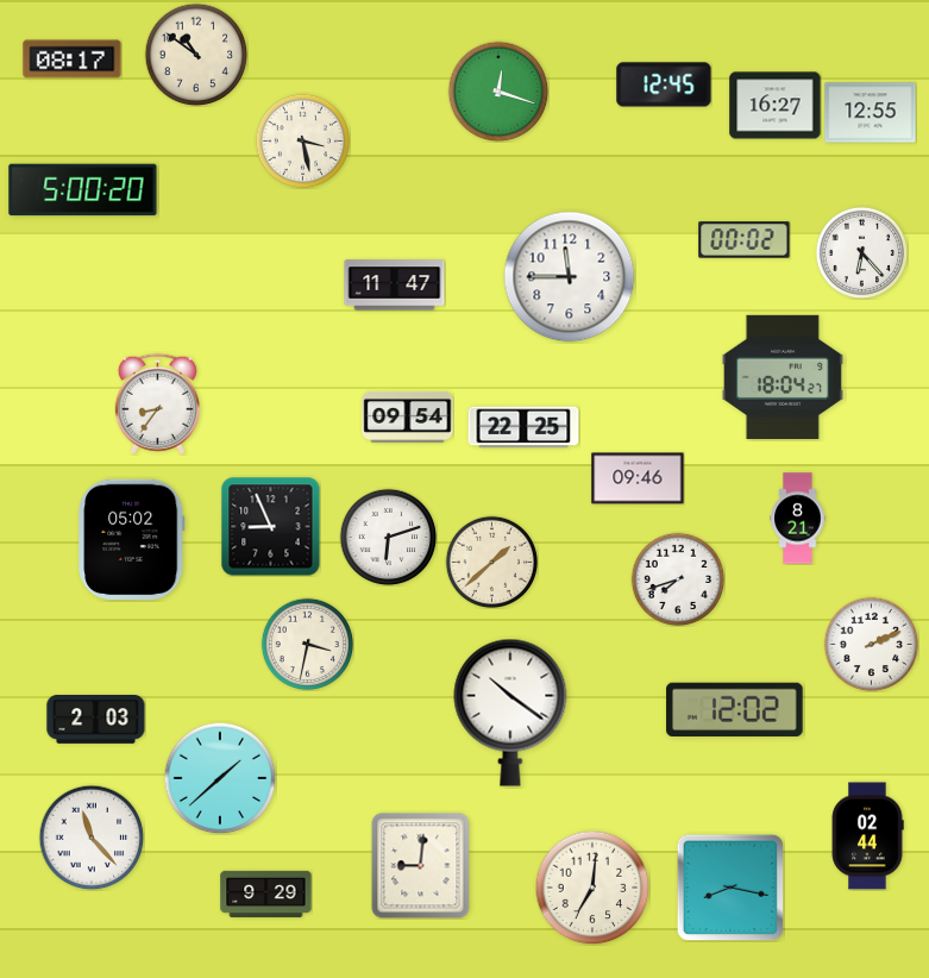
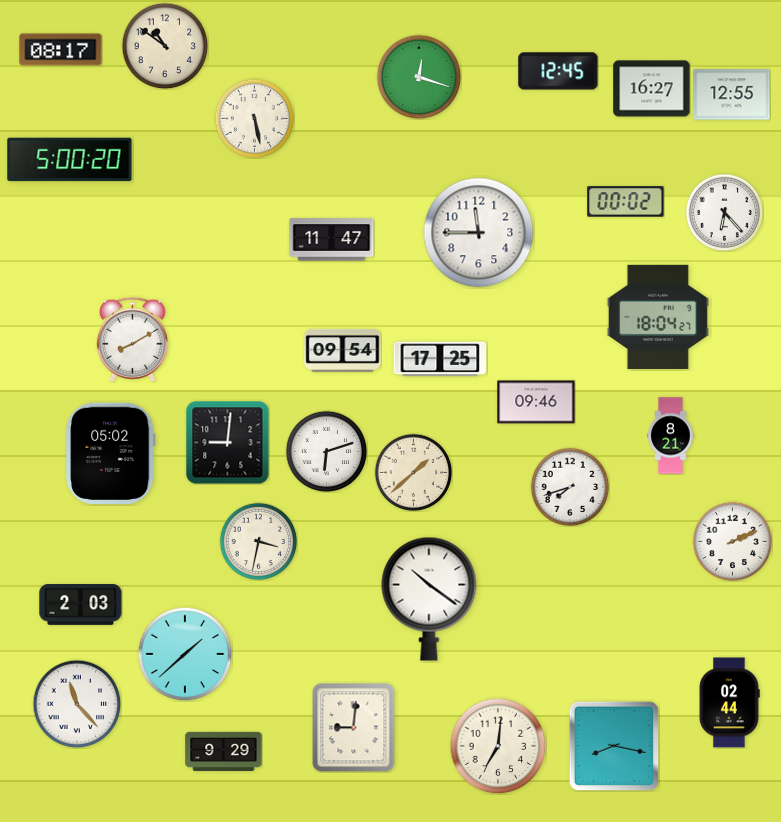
clock at (302, 140): 3:28 -> 5:28
clock at (157, 403): 8:36 -> 8:10
clock at (523, 427): 22:25 -> 17:25
clock at (271, 527): 8:56 -> 9:01
clock at (735, 709): 12:02 -> none
